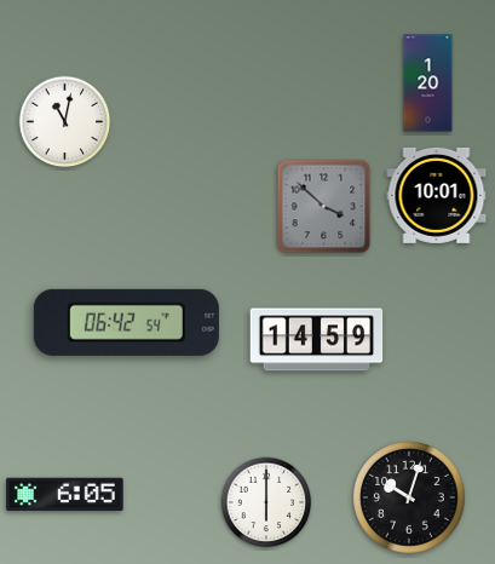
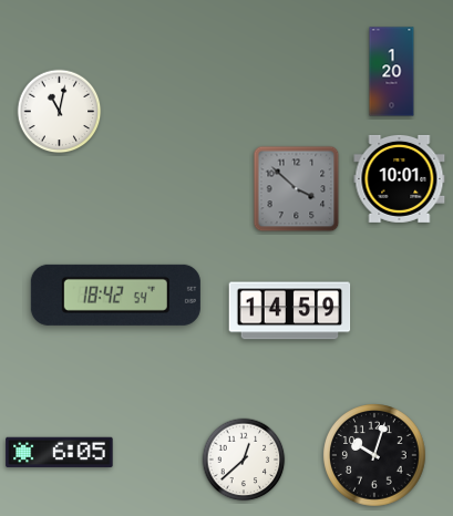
clock at (428, 84) position: (428, 84) -> (392, 72)
clock at (126, 322): 06:42 -> 18:42
clock at (266, 502): 6:00 -> 12:38
